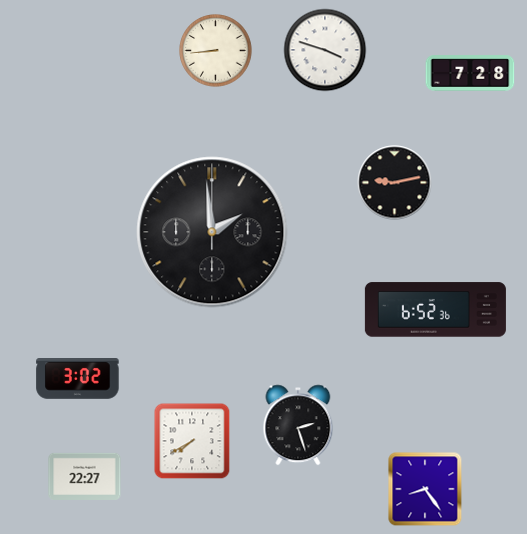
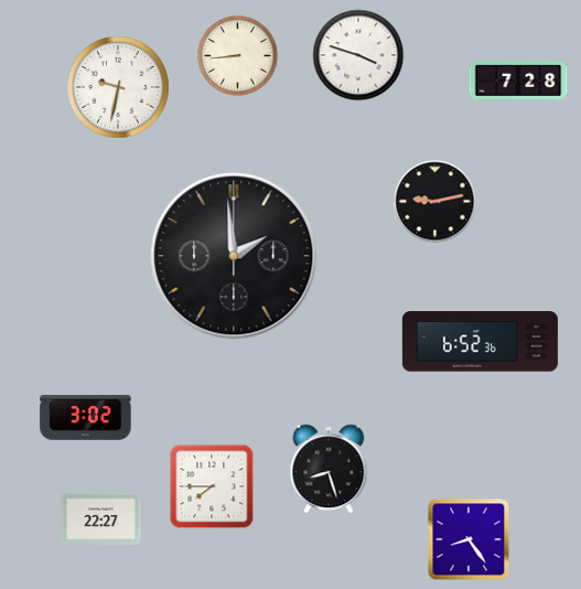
clock at (118, 87): none -> 9:32
clock at (298, 425): 2:27 -> 8:27
clock at (192, 441): 7:40 -> 7:45
clock at (85, 476) position: (85, 476) -> (101, 518)
